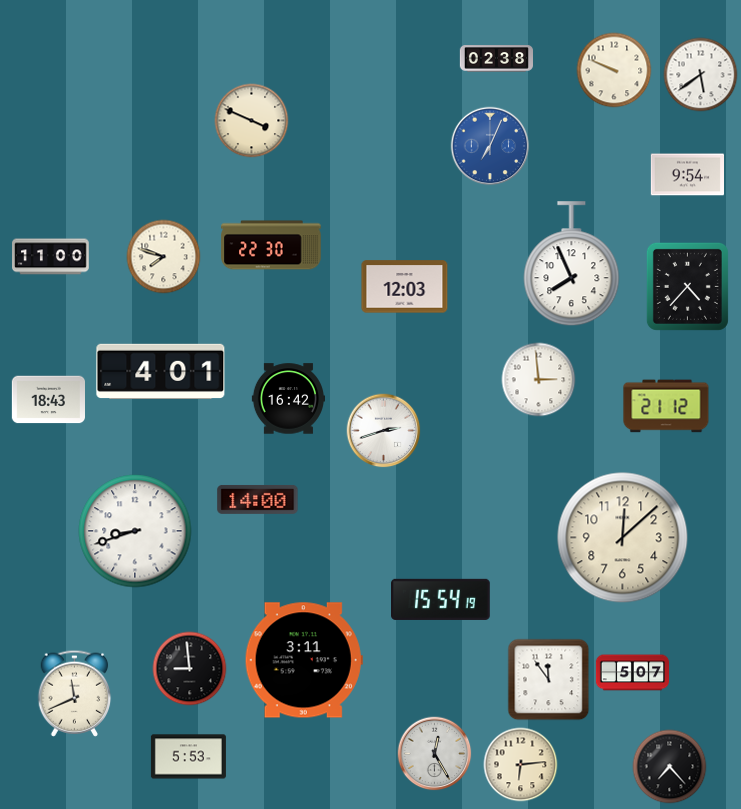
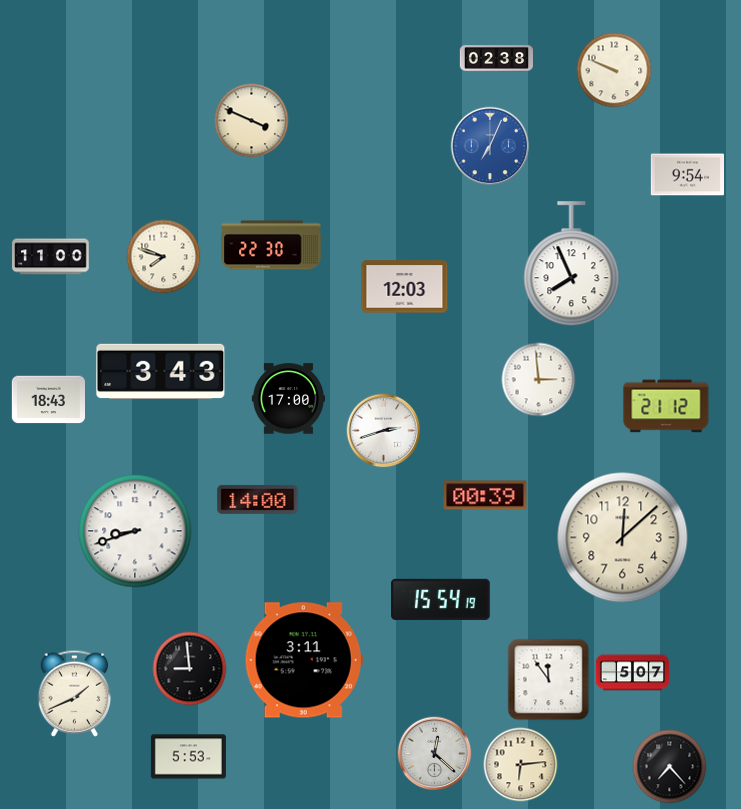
clock at (701, 75): 5:39 -> none
clock at (687, 286): 4:37 -> none
clock at (161, 371): 4:01 -> 3:43
clock at (288, 399): 16:42 -> 17:00
clock at (485, 495): none -> 00:39
clock at (75, 693): 11:41 -> 1:41
clock at (435, 754): 12:25 -> 12:22
